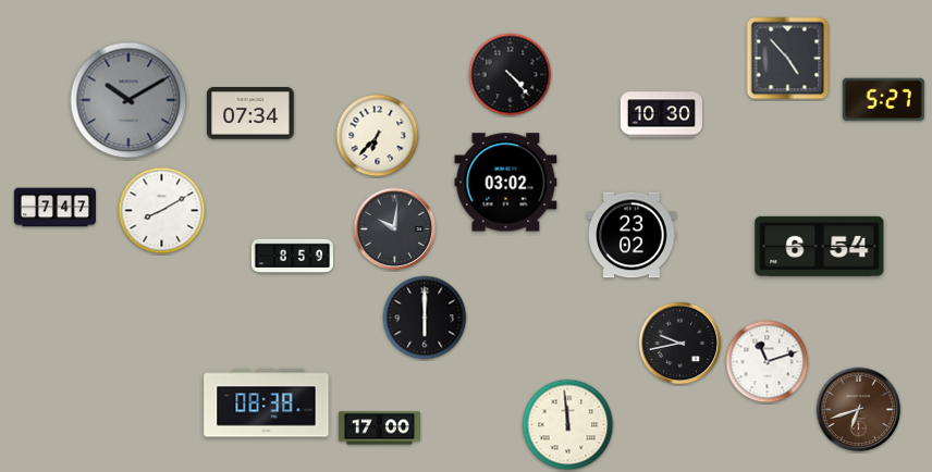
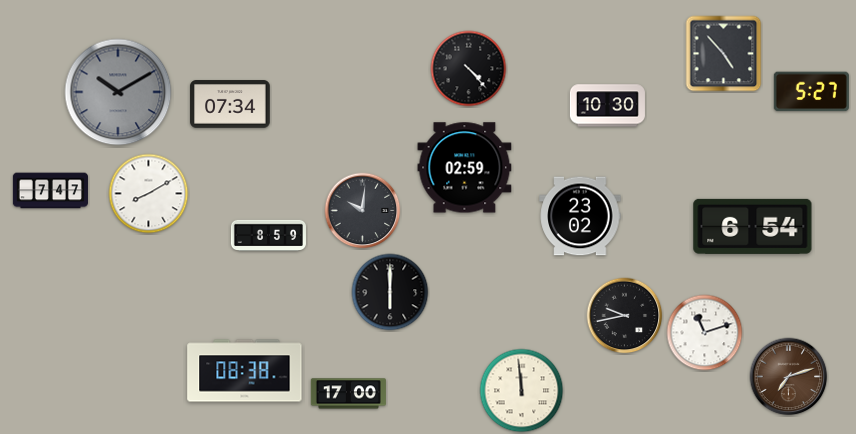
clock at (378, 136): 6:37 -> none
clock at (506, 183): 03:02 -> 02:59
clock at (859, 410): 6:42 -> 7:12
